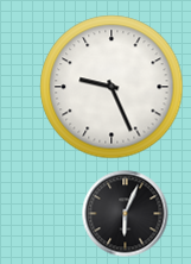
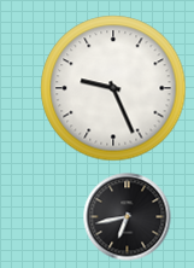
clock at (126, 214): 6:04 -> 6:43
